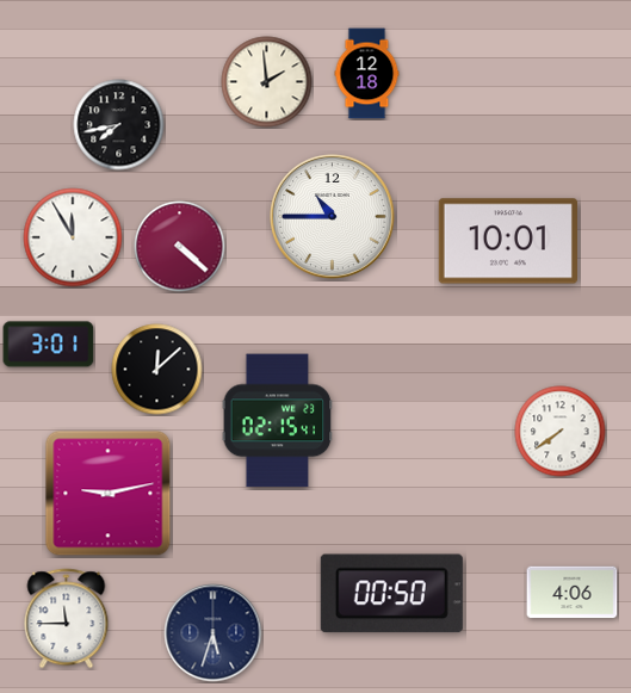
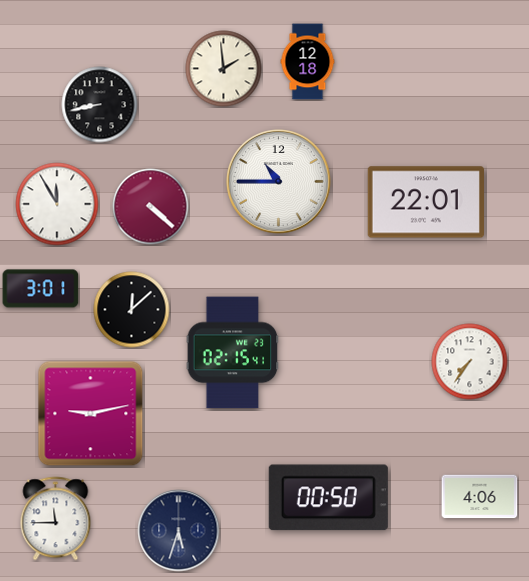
clock at (119, 125): 7:43 -> 8:43
clock at (73, 237) position: (73, 237) -> (57, 204)
clock at (507, 241): 10:01 -> 22:01
clock at (561, 432): 7:39 -> 7:36
